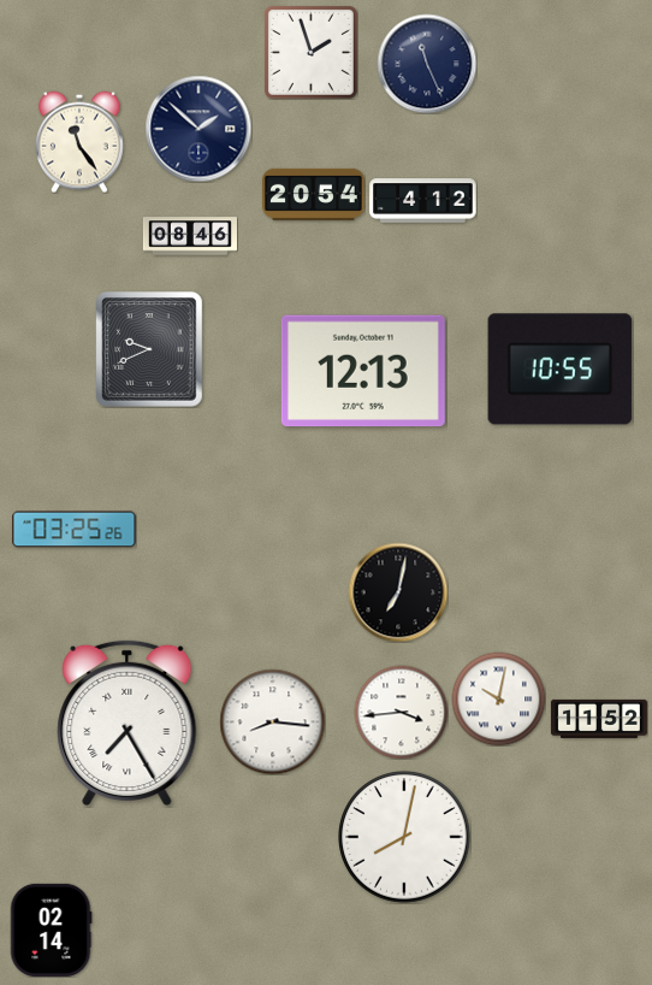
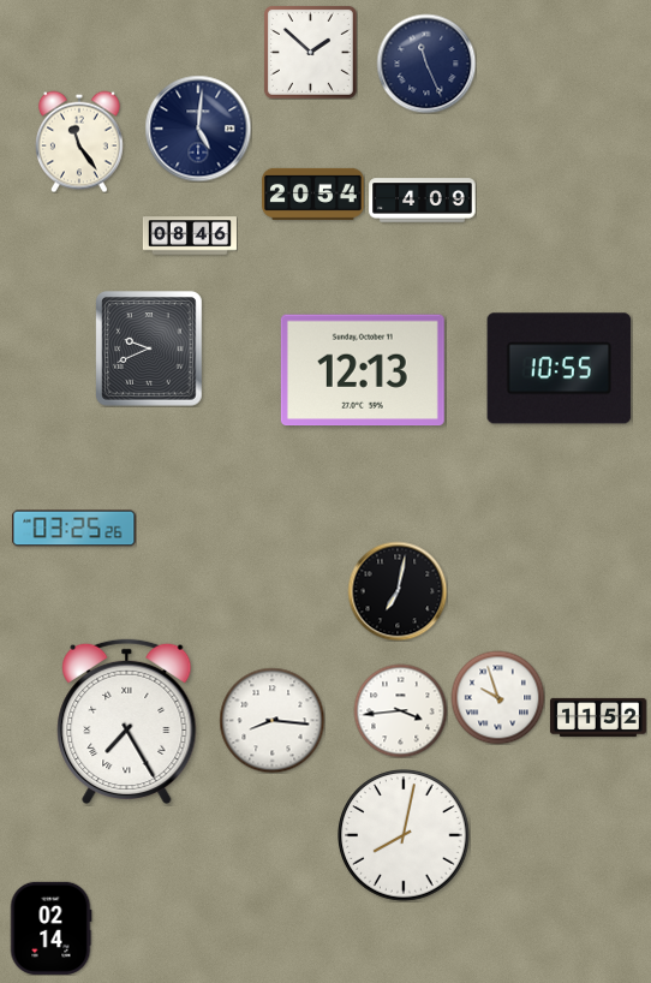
clock at (310, 52): 1:57 -> 1:52
clock at (198, 129): 1:52 -> 5:01
clock at (423, 201): 4:12 -> 4:09
clock at (498, 698): 10:02 -> 9:57
